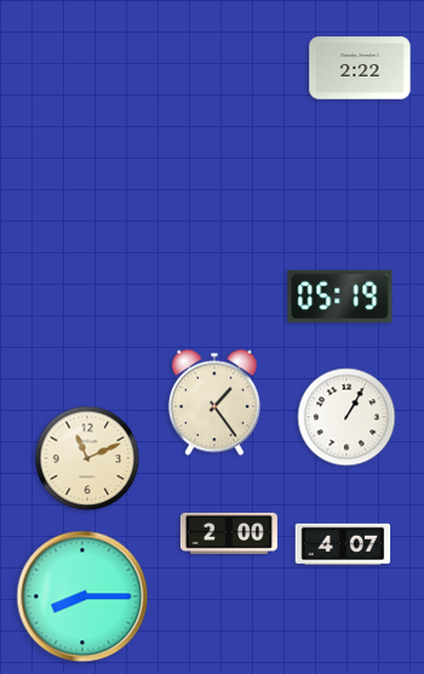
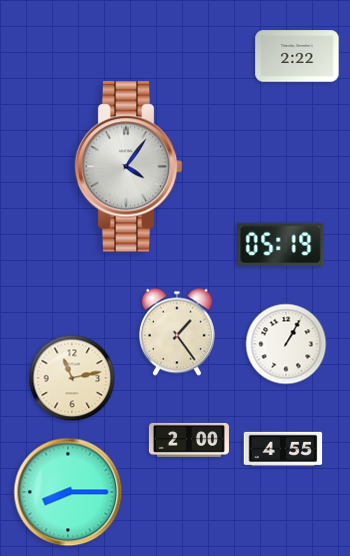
clock at (128, 167): none -> 4:06
clock at (87, 458): 11:11 -> 11:13
clock at (343, 544): 4:07 -> 4:55
